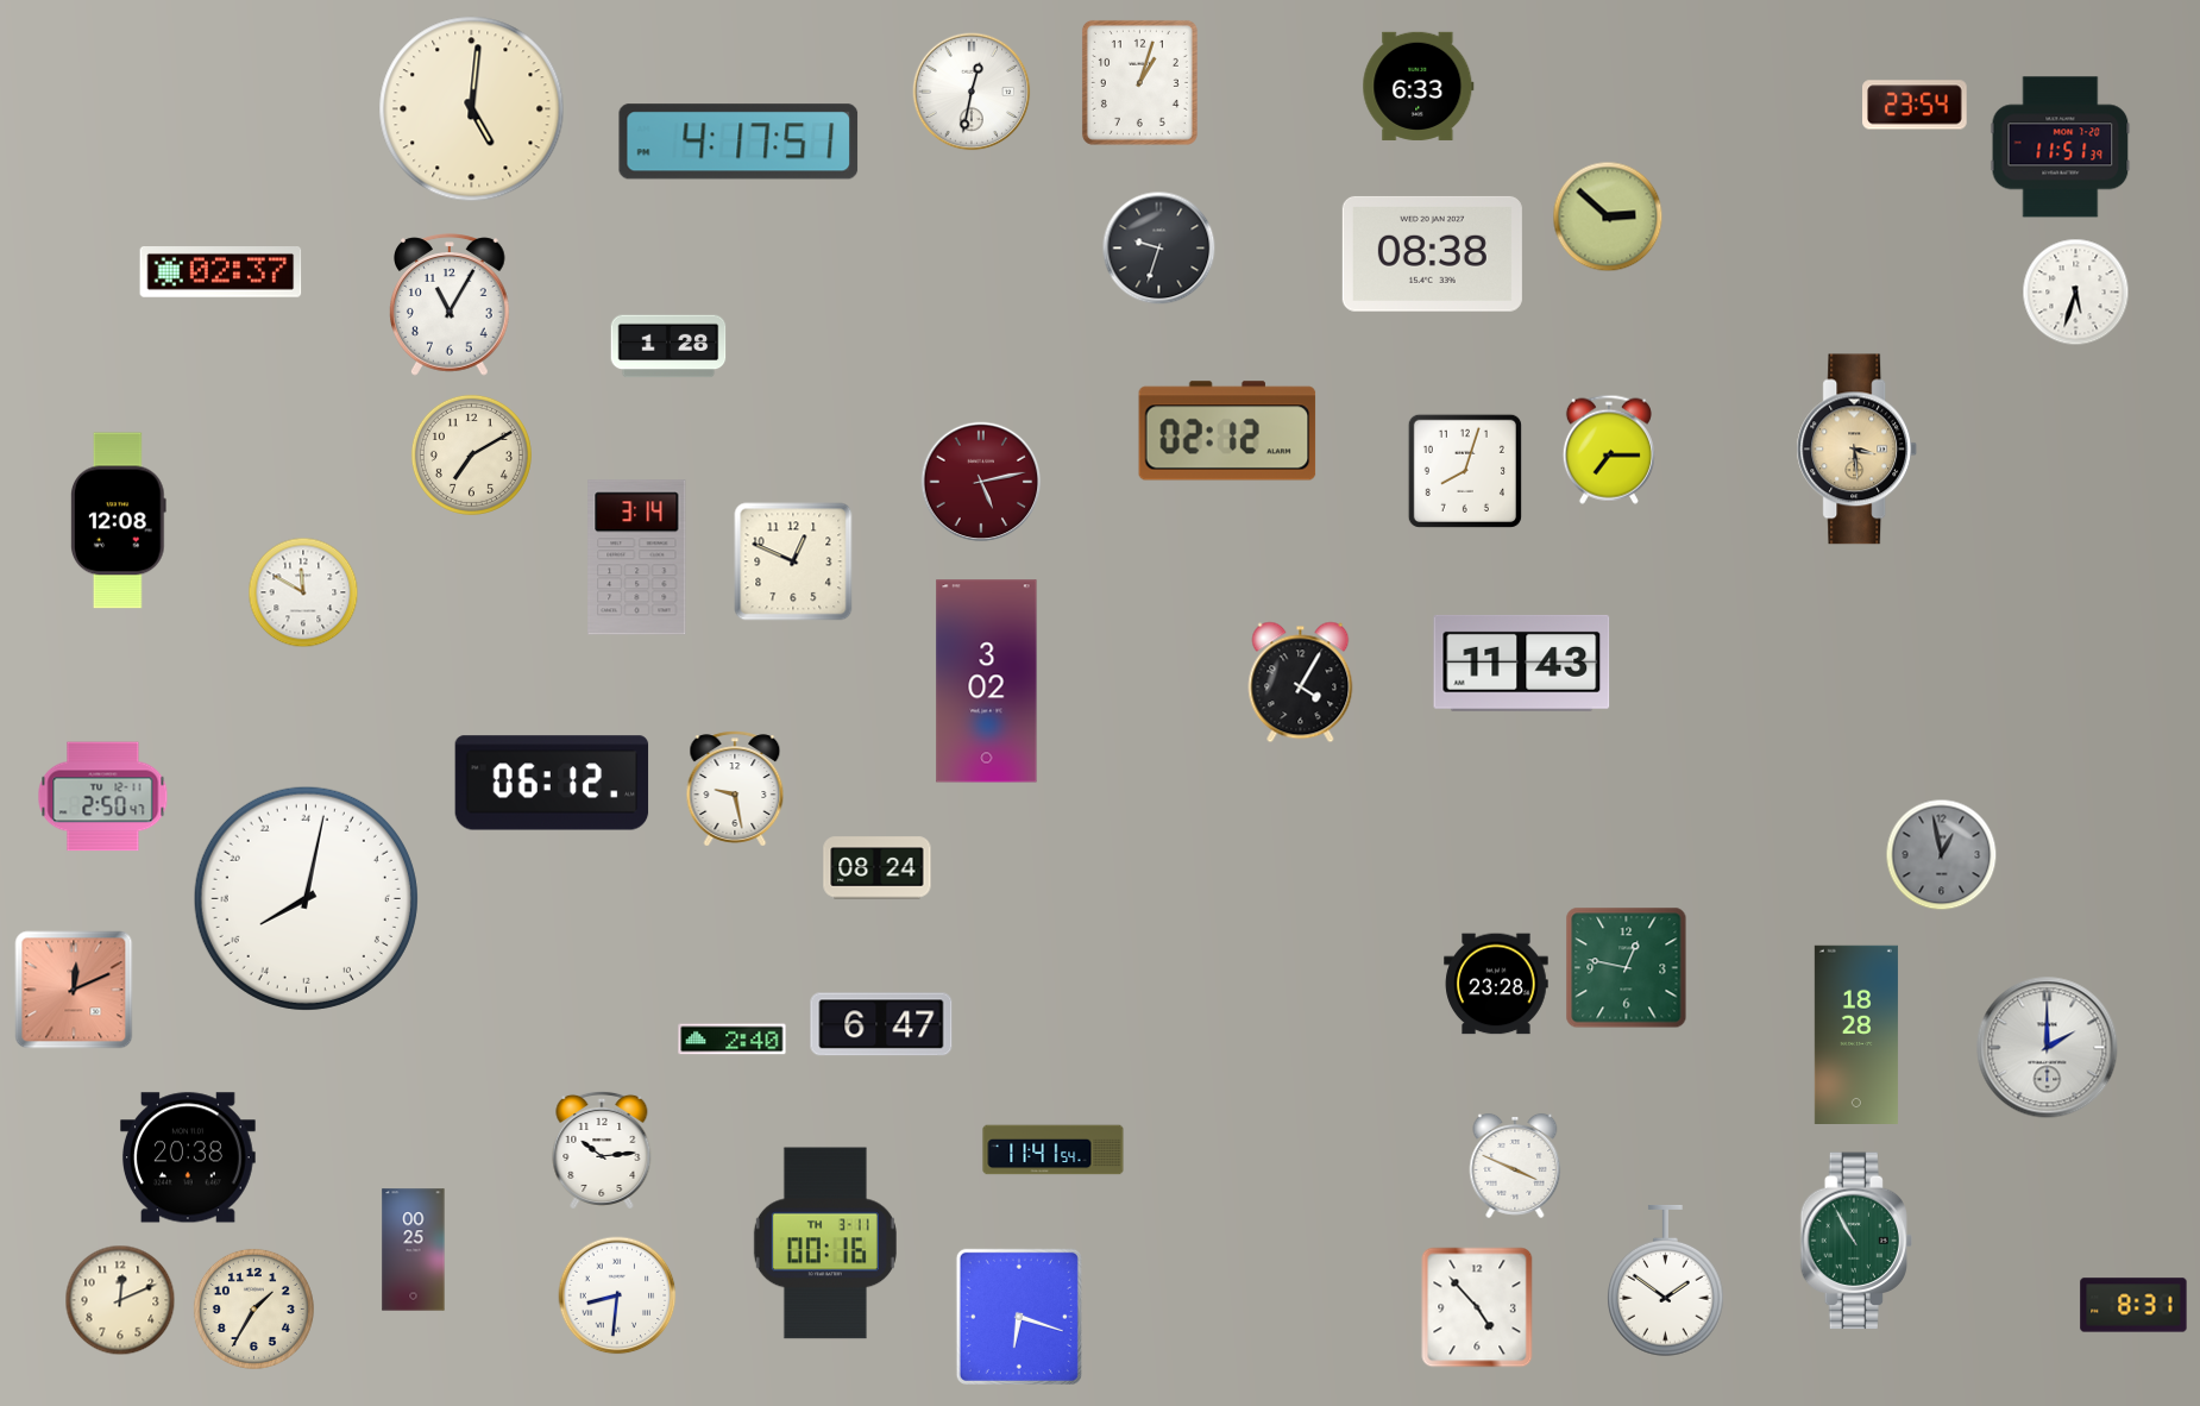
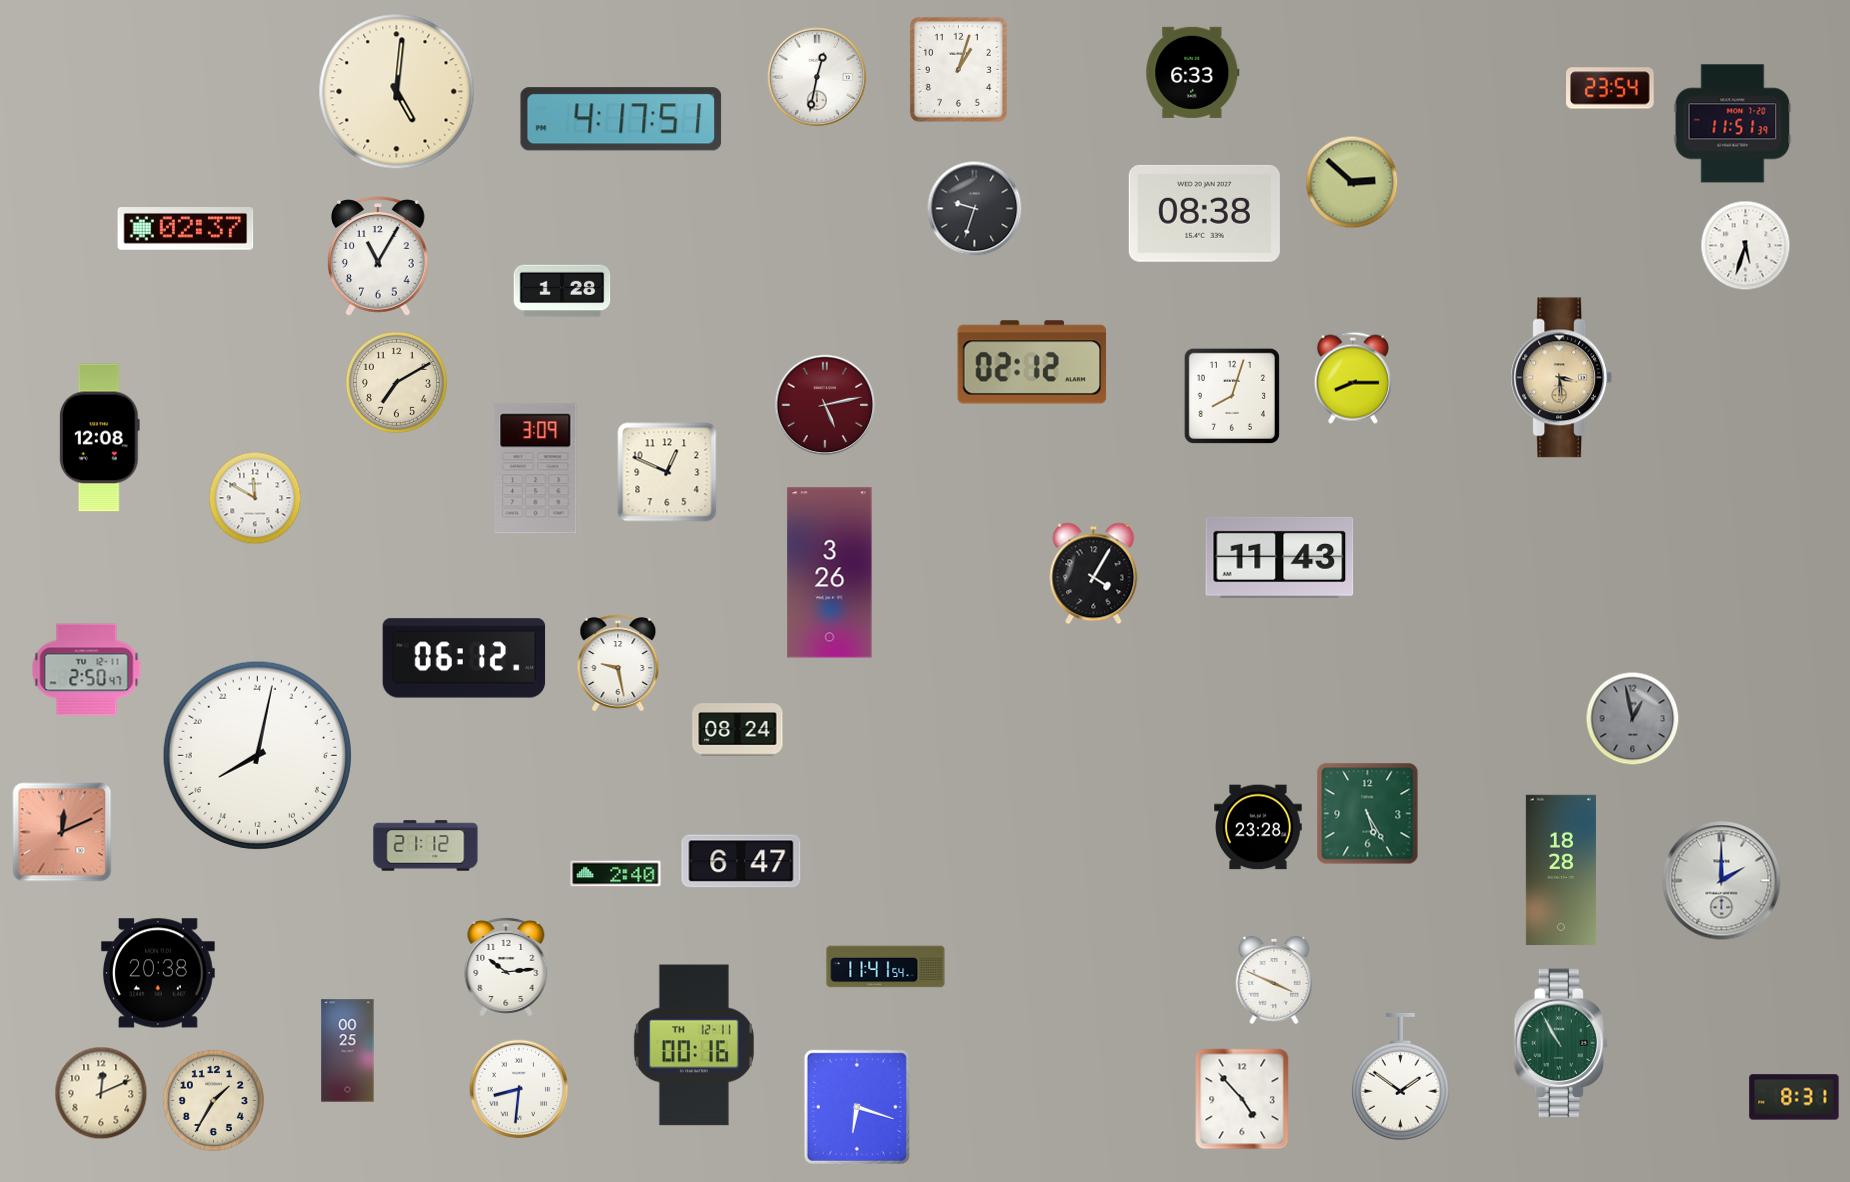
clock at (1609, 450): 7:15 -> 8:15
clock at (637, 558): 3:14 -> 3:09
clock at (987, 682): 3:02 -> 3:26
clock at (1627, 968): 12:47 -> 5:25
clock at (426, 846): none -> 21:12
clock at (825, 1243) date: TH 3-11 -> TH 12-11
